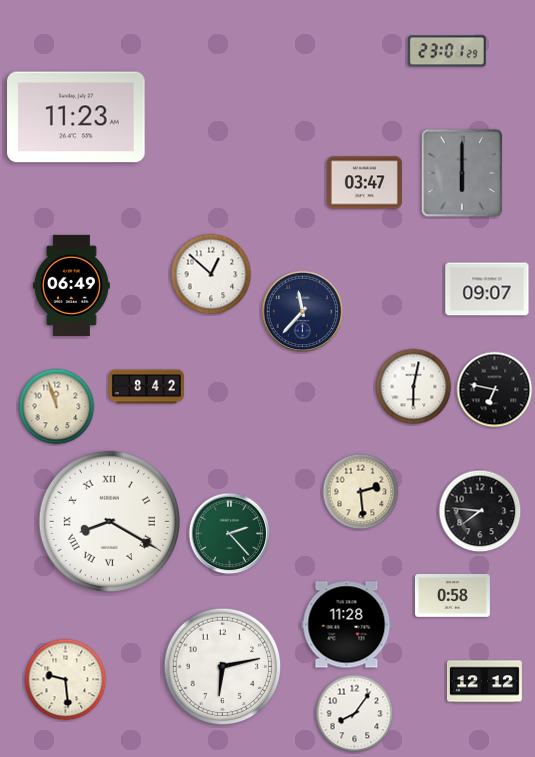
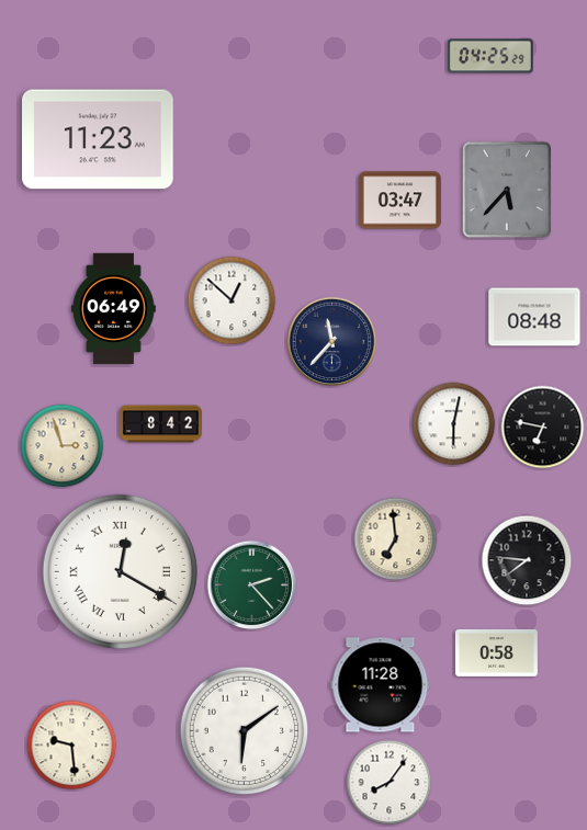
clock at (447, 51): 23:01 -> 04:25
clock at (76, 117) position: (76, 117) -> (98, 139)
clock at (462, 173): 6:00 -> 5:37
clock at (71, 285) position: (71, 285) -> (113, 308)
clock at (487, 289): 09:07 -> 08:48
clock at (57, 407): 11:57 -> 2:57
clock at (361, 492): 2:29 -> 6:59
clock at (109, 521): 8:20 -> 12:20
clock at (223, 667): 6:13 -> 6:09
clock at (484, 682): 12:12 -> none
